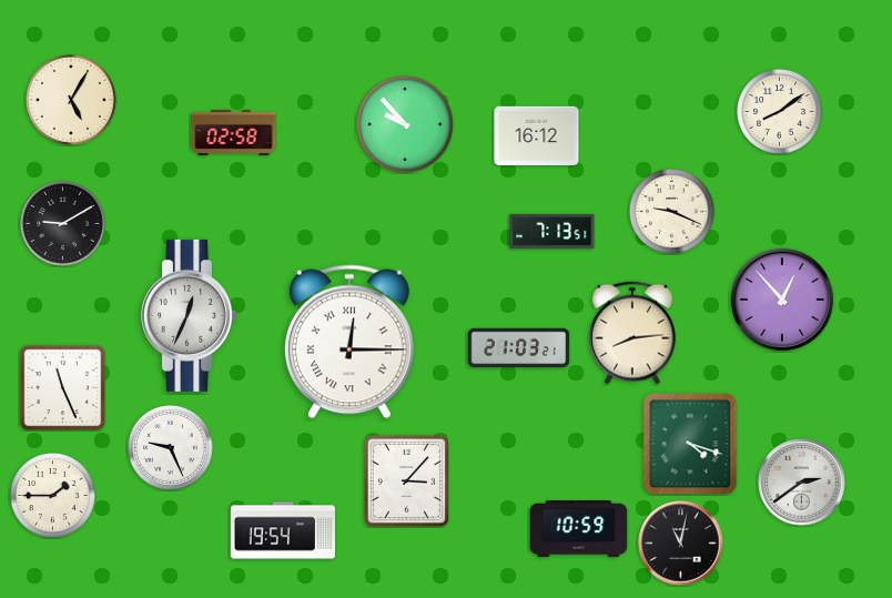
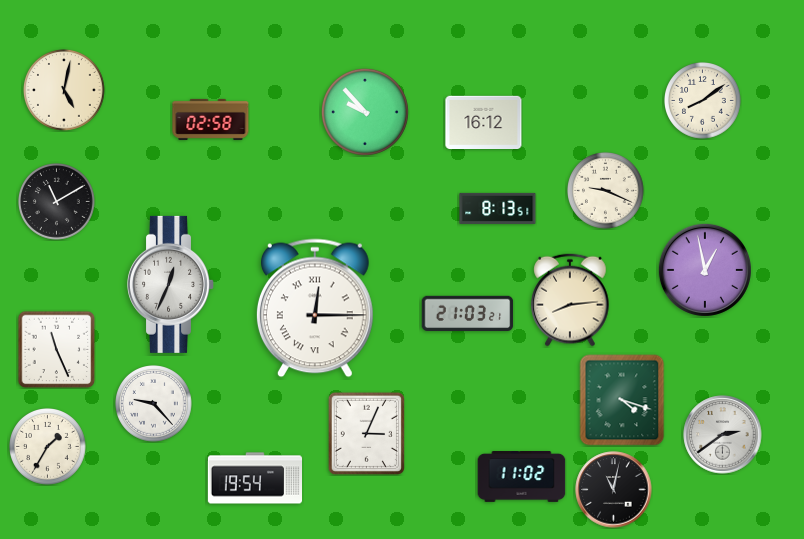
clock at (71, 100): 5:05 -> 5:02
clock at (63, 224): 9:10 -> 11:10
clock at (553, 231): 7:13 -> 8:13
clock at (782, 300): 12:53 -> 12:58
clock at (171, 448): 9:26 -> 9:23
clock at (406, 480): 3:07 -> 3:04
clock at (53, 496): 1:45 -> 1:35
clock at (579, 529): 10:59 -> 11:02
